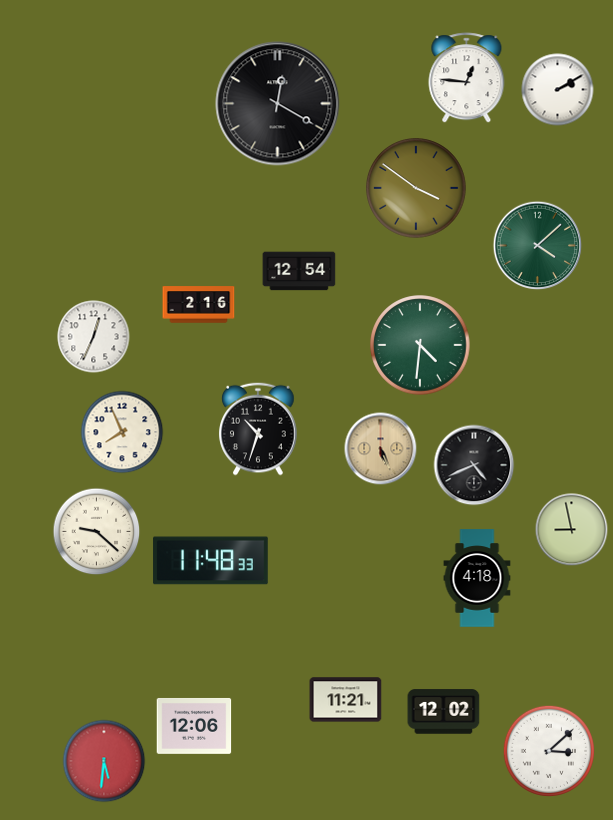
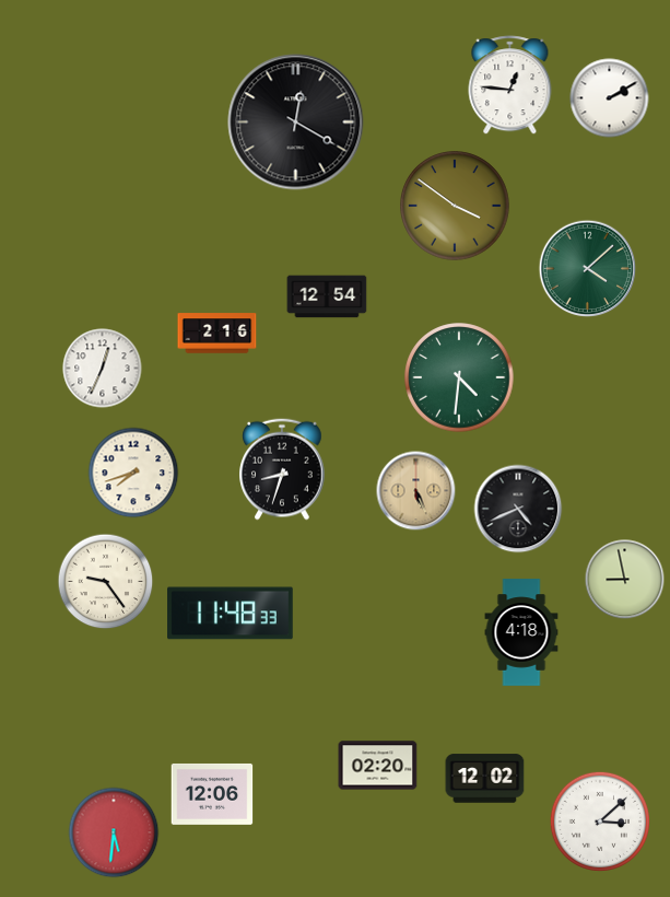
clock at (278, 104) position: (278, 104) -> (296, 123)
clock at (258, 429): 10:33 -> 8:33
clock at (122, 432): 7:56 -> 7:42
clock at (97, 532): 9:22 -> 9:24
clock at (346, 700): 11:21 -> 02:20
